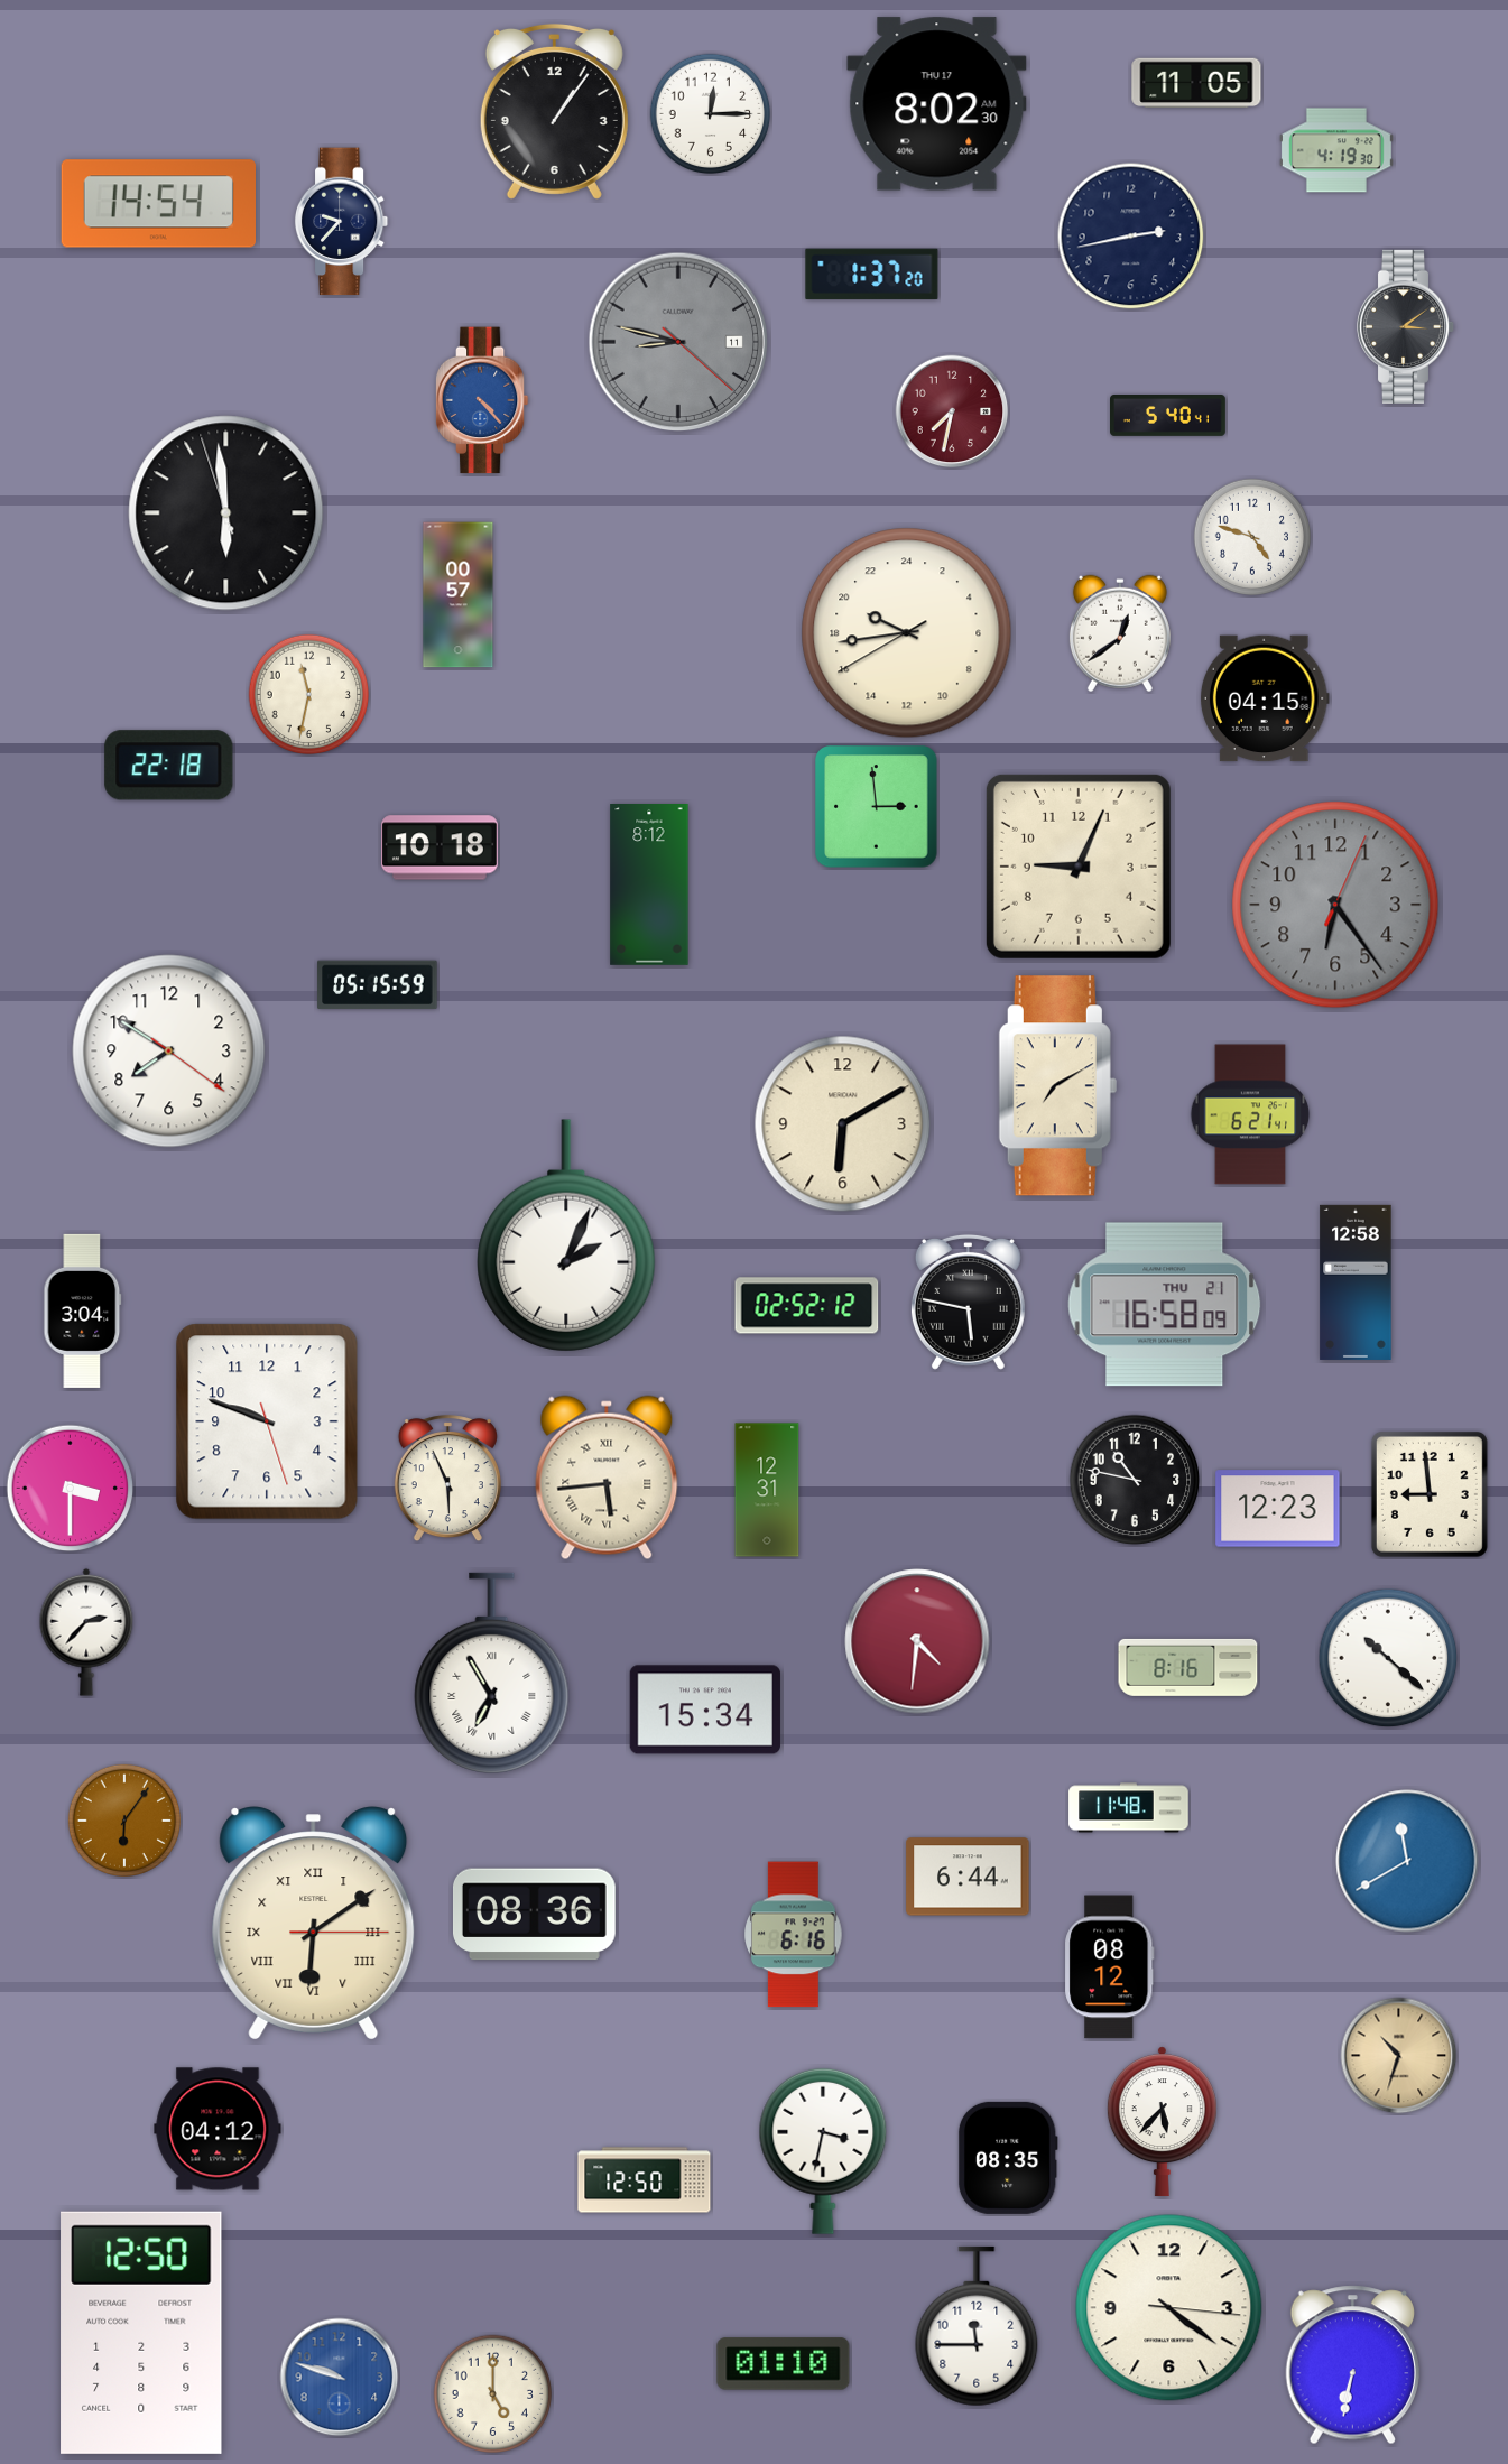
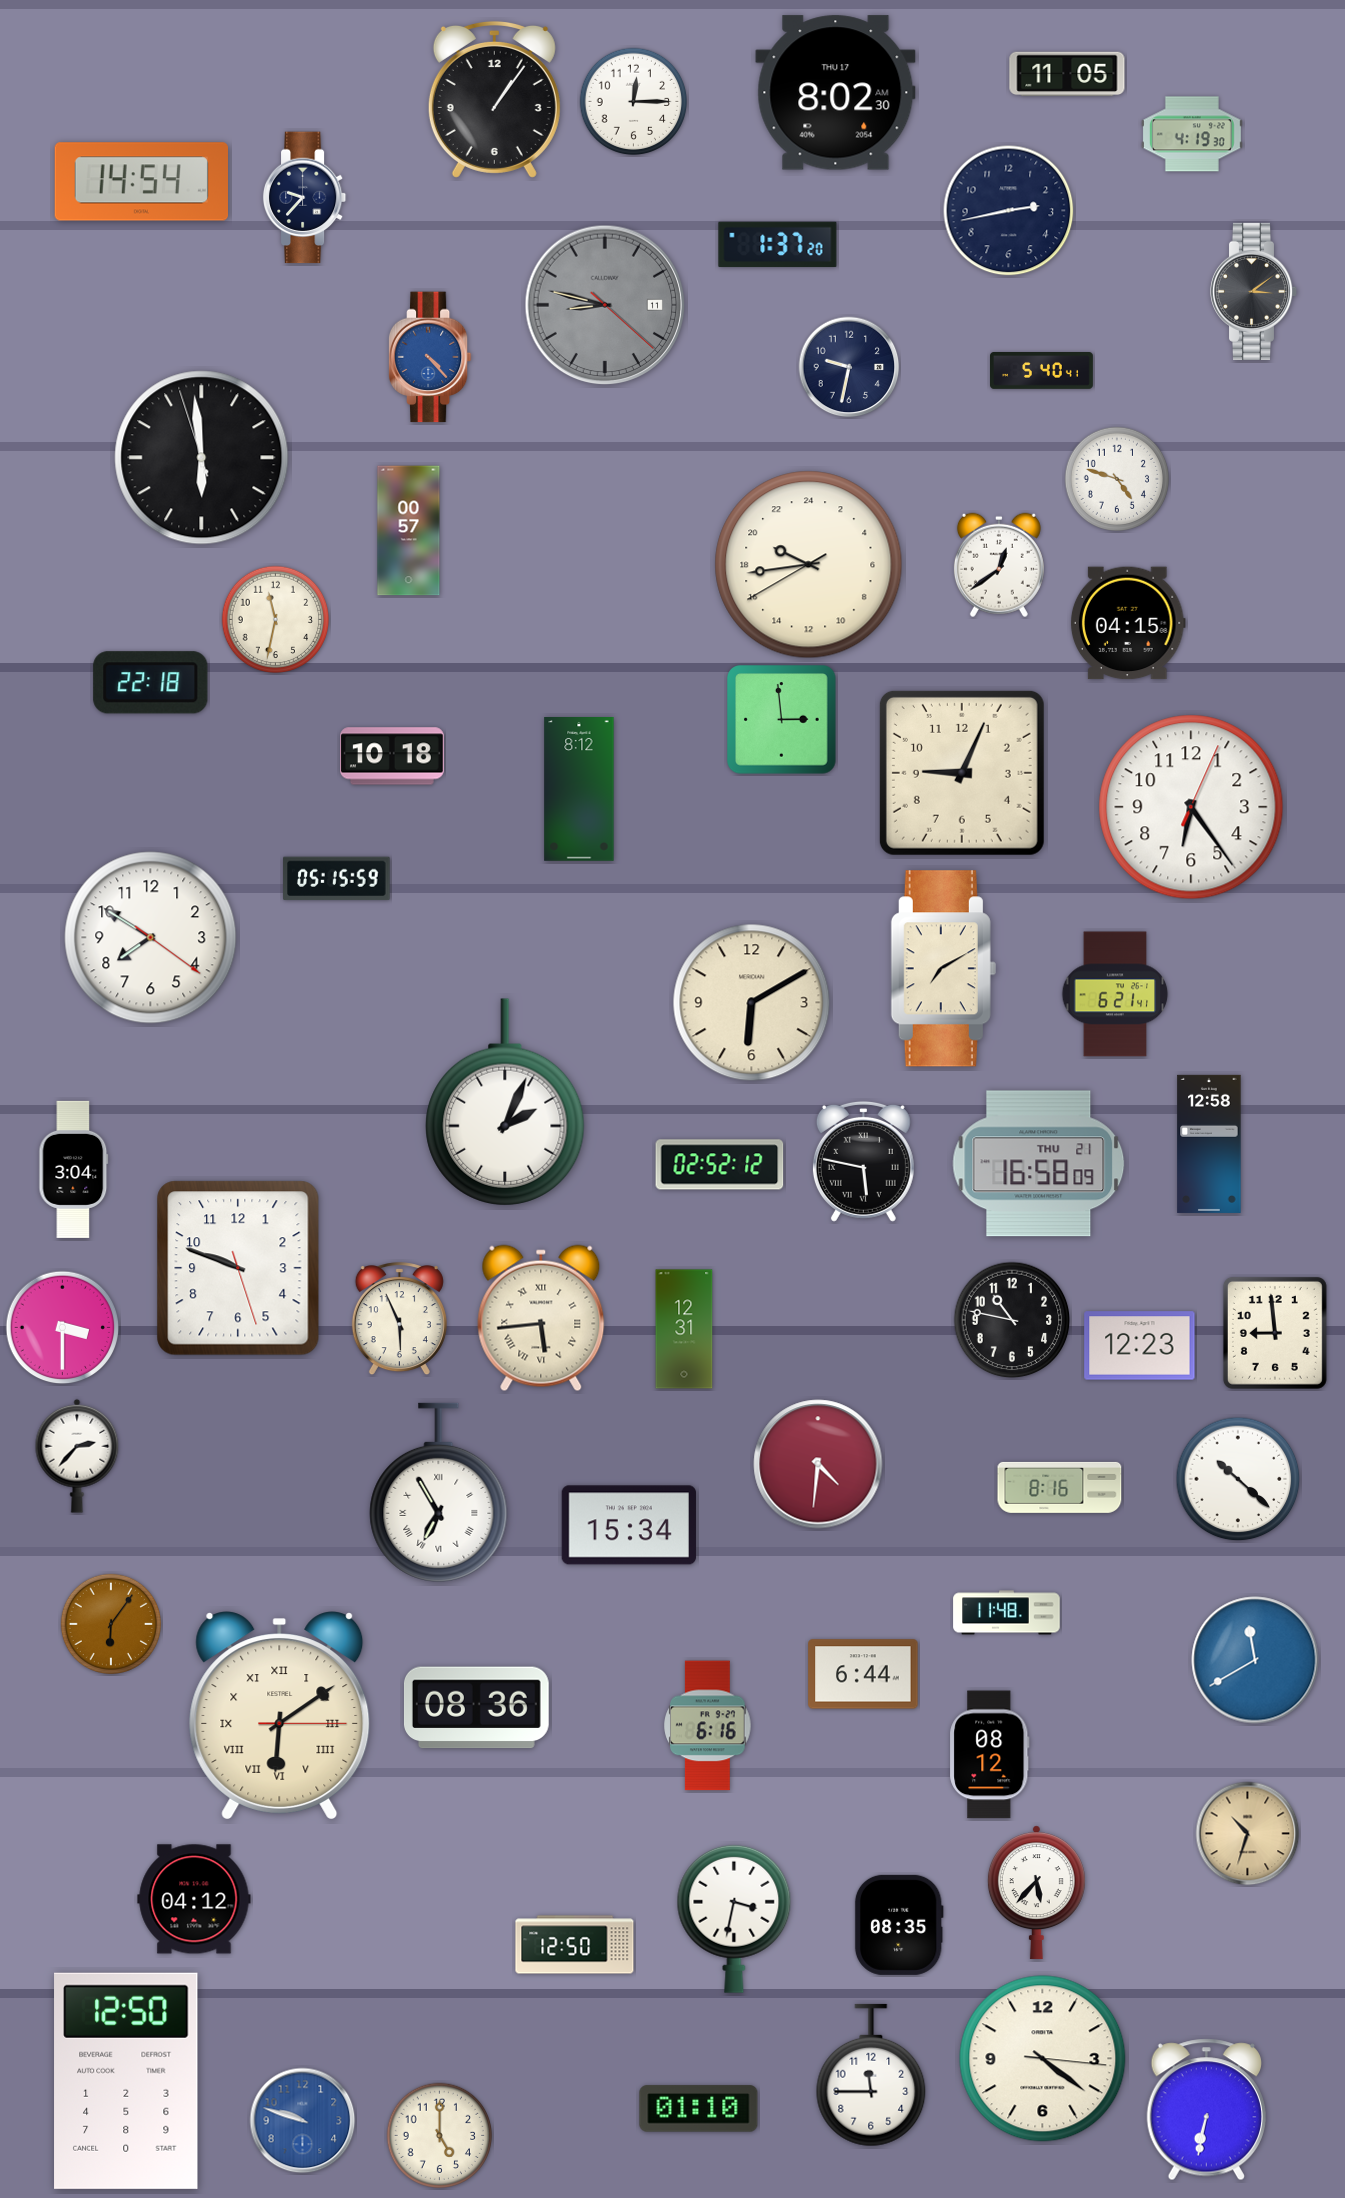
clock at (952, 411): 7:32 -> 9:32
clock at (952, 411) dial: burgundy -> navy
clock at (1335, 905) dial: grey -> white
